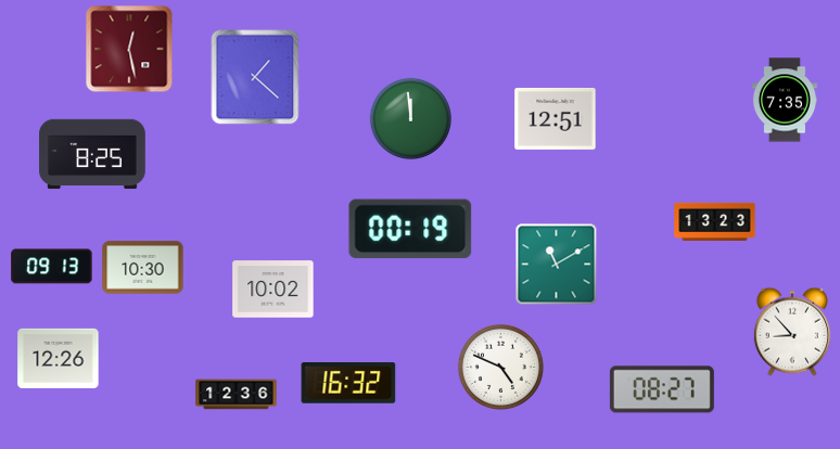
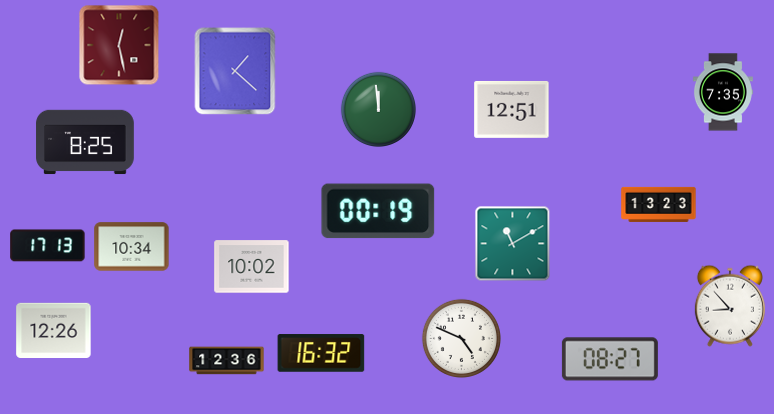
clock at (52, 267): 09:13 -> 17:13
clock at (143, 268): 10:30 -> 10:34
clock at (237, 395) position: (237, 395) -> (227, 361)
